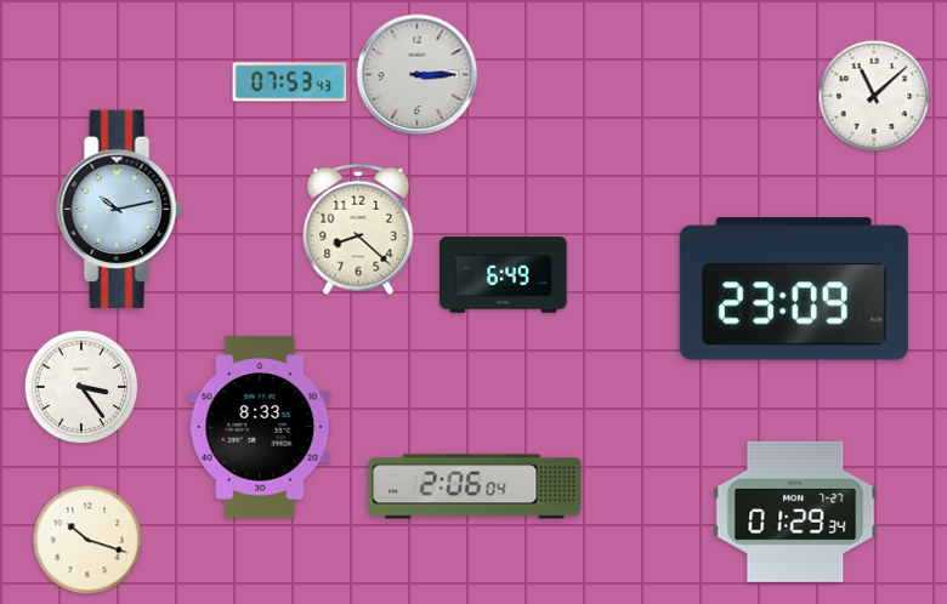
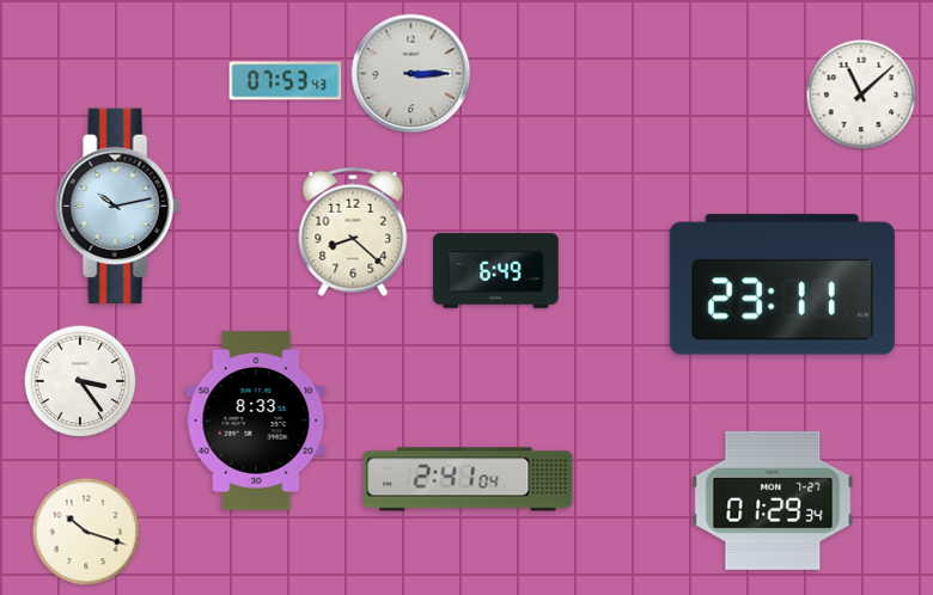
clock at (358, 229) position: (358, 229) -> (353, 232)
clock at (794, 289): 23:09 -> 23:11
clock at (475, 486): 2:06 -> 2:41
clock at (795, 512) position: (795, 512) -> (773, 501)
